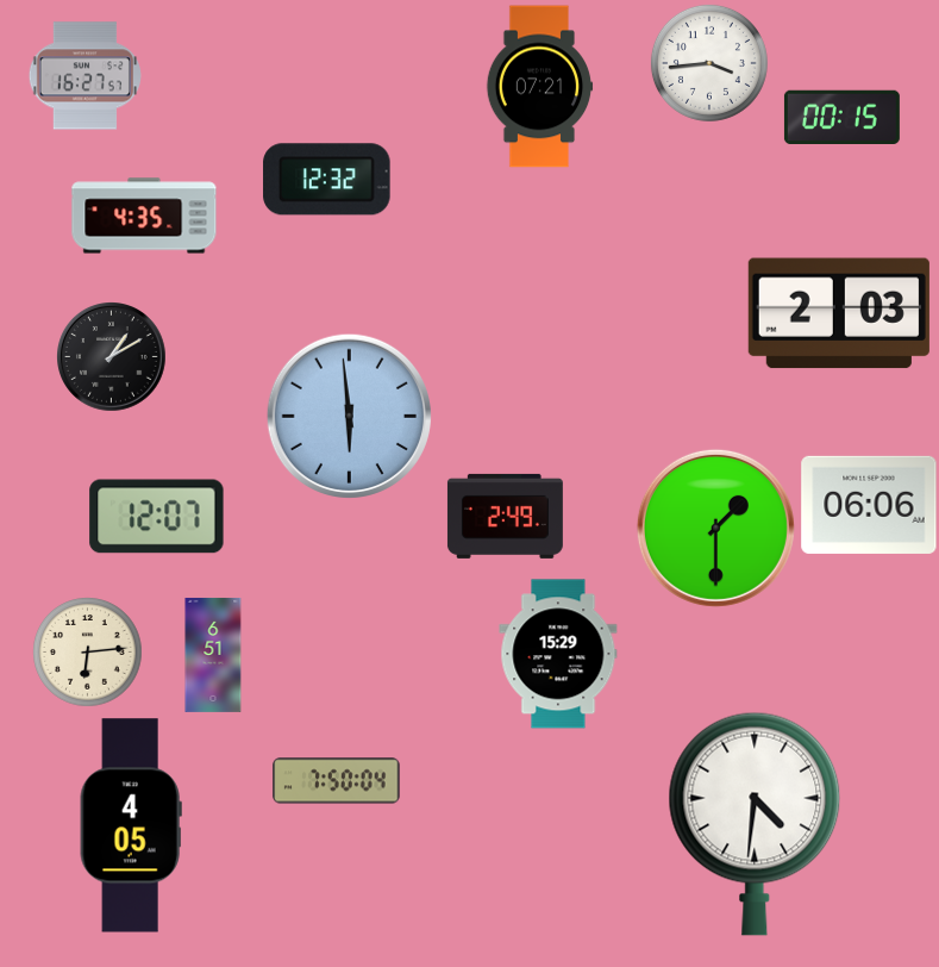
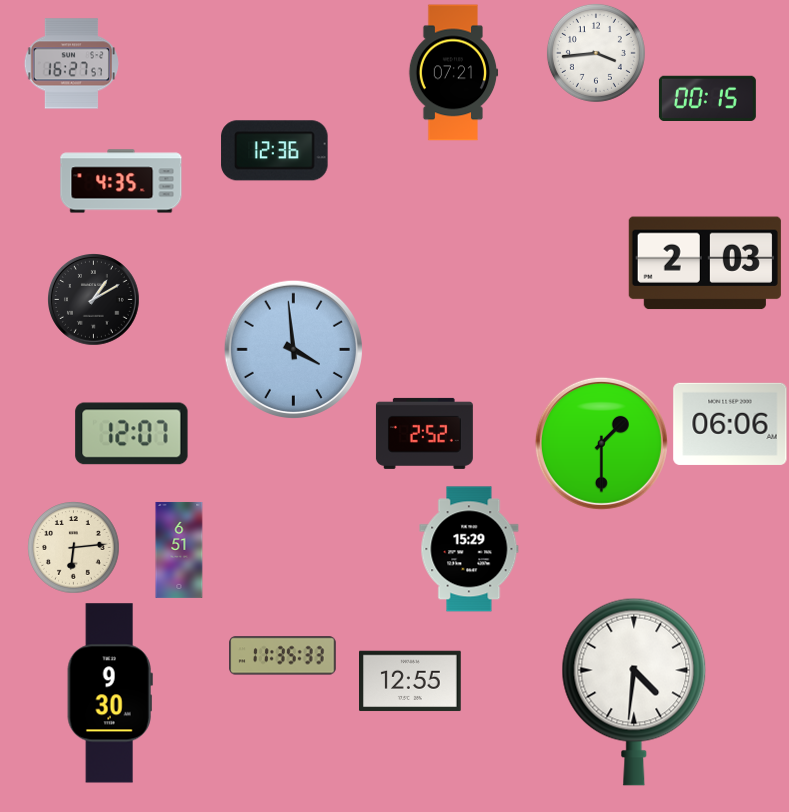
clock at (327, 180): 12:32 -> 12:36
clock at (349, 416): 5:59 -> 3:59
clock at (505, 516): 2:49 -> 2:52
clock at (337, 781): 7:50 -> 11:35
clock at (411, 681): none -> 12:55
clock at (131, 825): 4:05 -> 9:30
